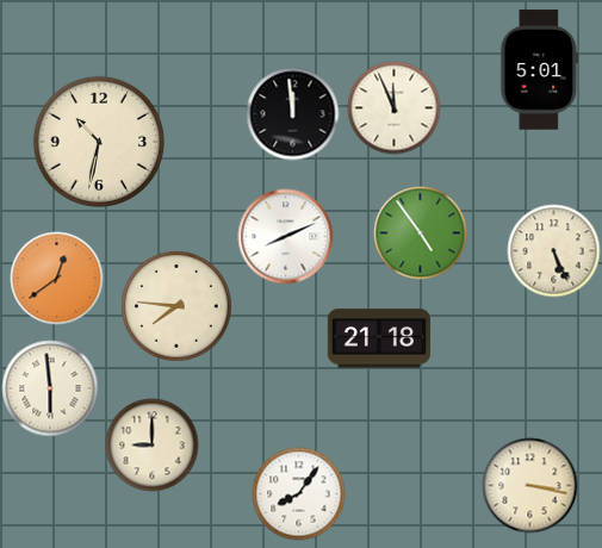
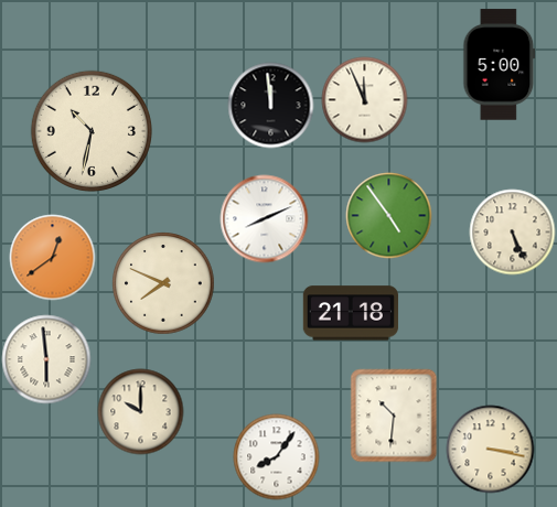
clock at (540, 70): 5:01 -> 5:00
clock at (176, 306): 7:46 -> 7:49
clock at (151, 444): 9:00 -> 10:00
clock at (394, 416): none -> 10:31
